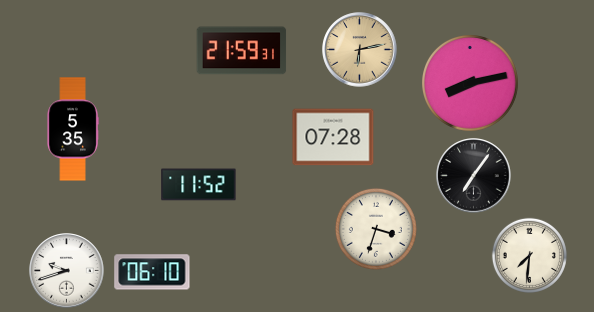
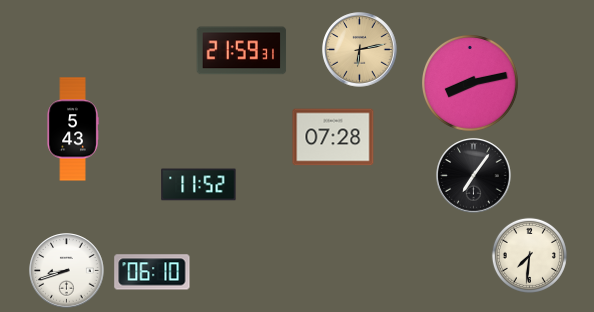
clock at (73, 129): 5:35 -> 5:43
clock at (376, 229): 3:33 -> none
clock at (67, 271): 9:42 -> 8:42
